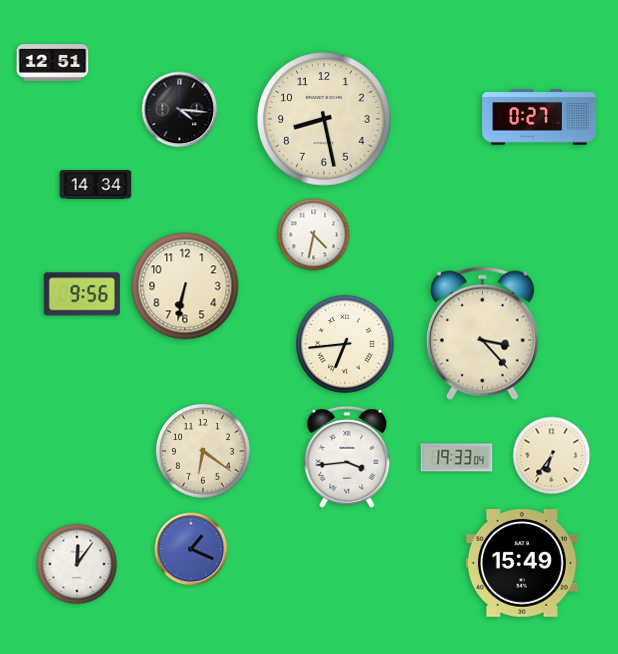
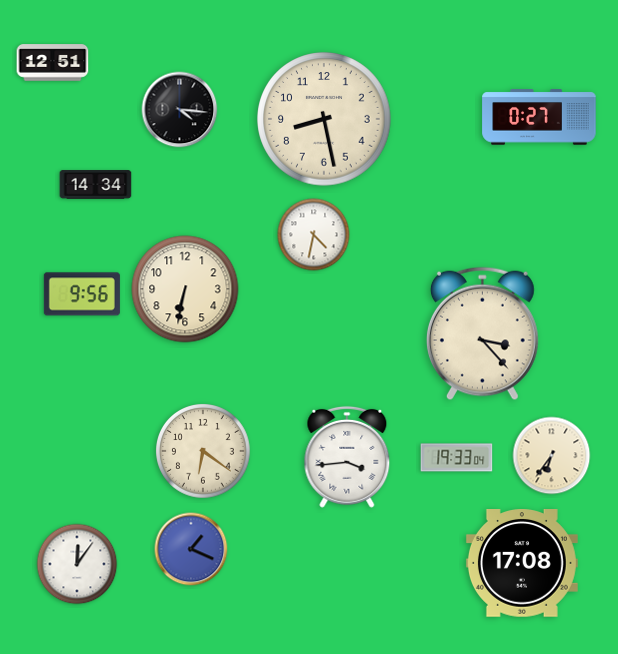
clock at (185, 286) position: (185, 286) -> (185, 289)
clock at (345, 344): 6:44 -> none
clock at (522, 564): 15:49 -> 17:08
